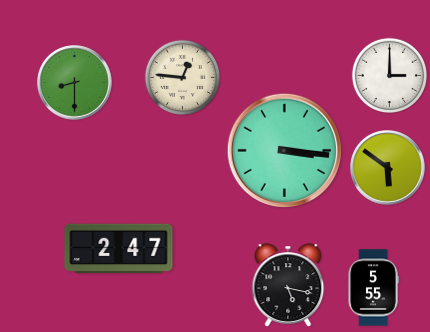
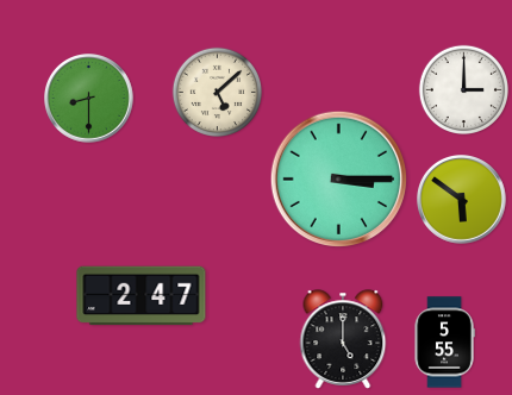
clock at (182, 77): 12:46 -> 5:08
clock at (284, 150): 3:16 -> 3:15
clock at (288, 285): 5:17 -> 5:00
